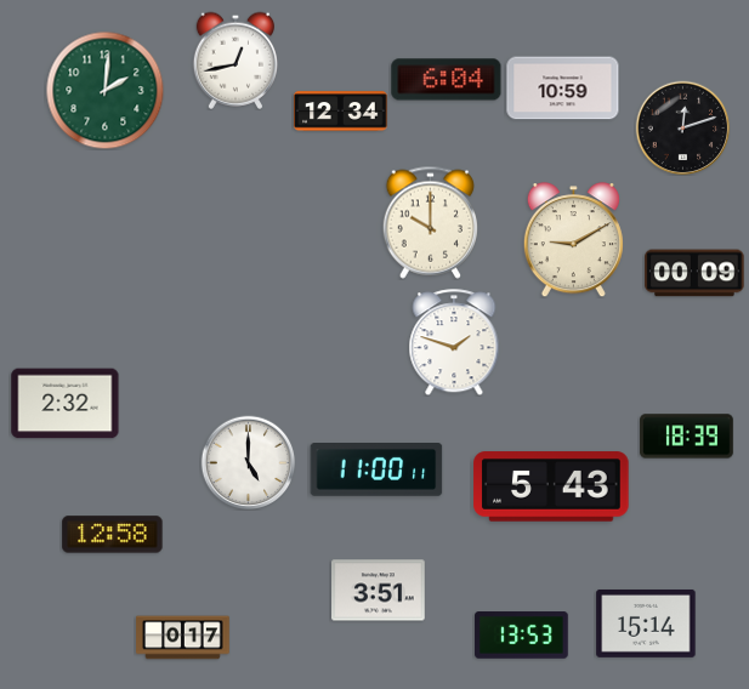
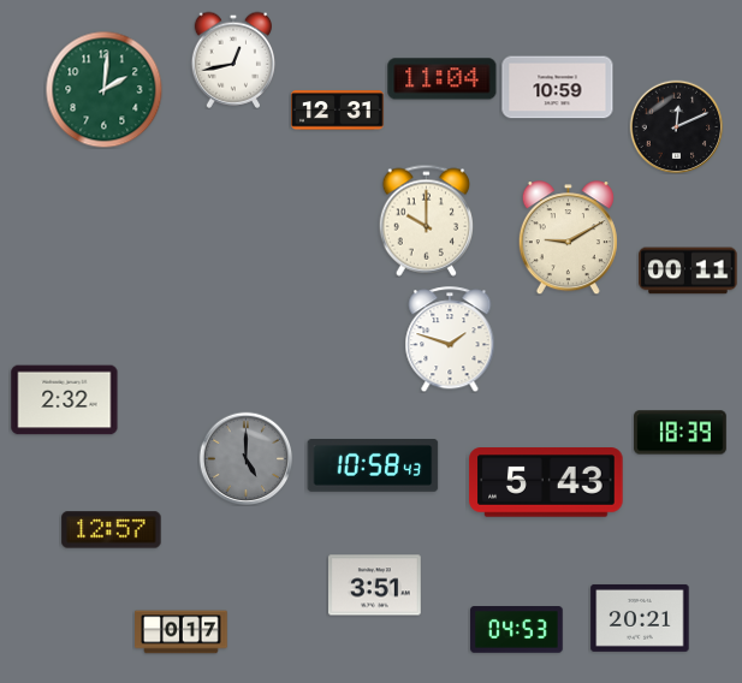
clock at (447, 80): 6:04 -> 11:04
clock at (341, 112): 12:34 -> 12:31
clock at (682, 127): 12:12 -> 12:11
clock at (694, 273): 00:09 -> 00:11
clock at (248, 462) dial: white -> grey
clock at (376, 471): 11:00 -> 10:58
clock at (113, 535): 12:58 -> 12:57
clock at (646, 623): 15:14 -> 20:21
clock at (522, 636): 13:53 -> 04:53
